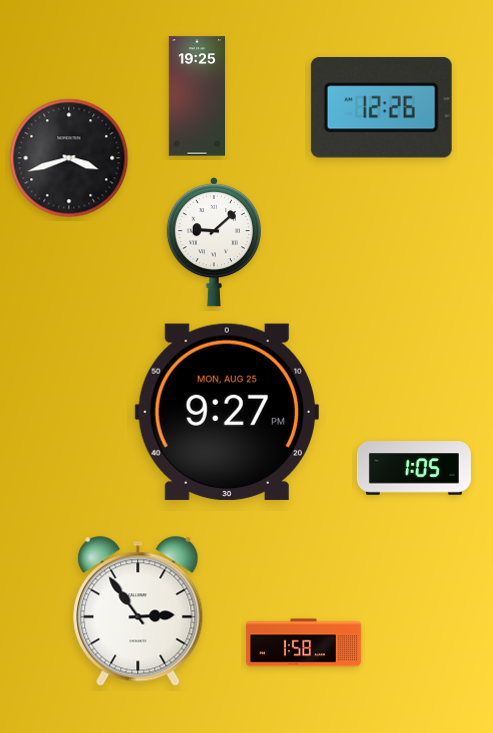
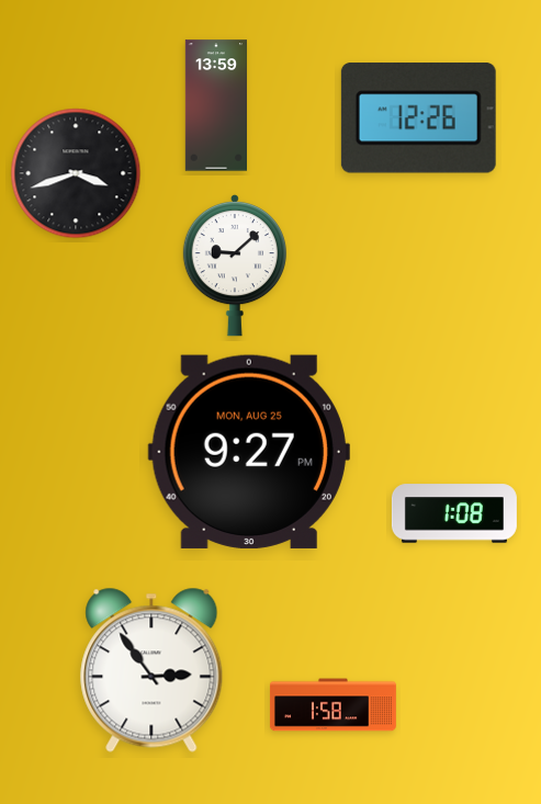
clock at (196, 96): 19:25 -> 13:59
clock at (414, 468): 1:05 -> 1:08
